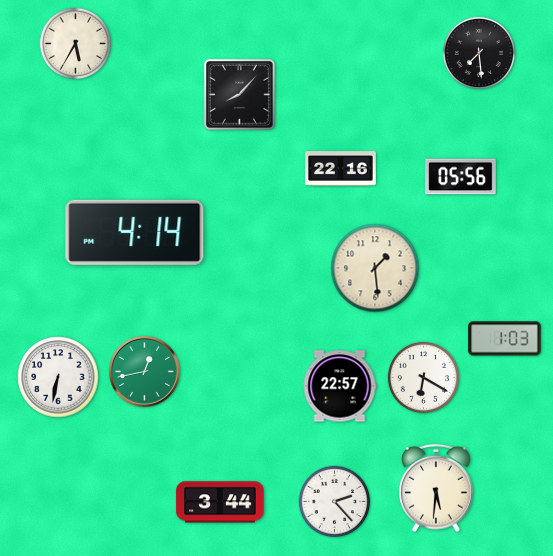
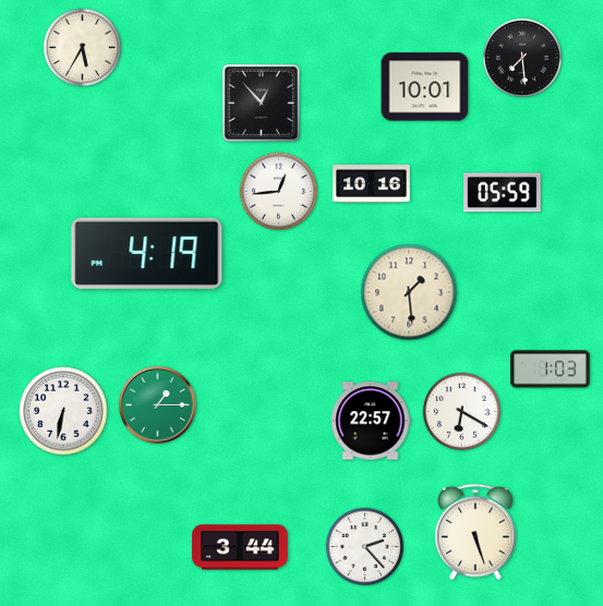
clock at (425, 87): none -> 10:01
clock at (239, 94): 8:07 -> 12:53
clock at (341, 169): 22:16 -> 10:16
clock at (279, 192): none -> 12:44
clock at (461, 177): 05:56 -> 05:59
clock at (135, 232): 4:14 -> 4:19
clock at (145, 372): 12:43 -> 1:15
clock at (436, 488): 5:31 -> 5:27
